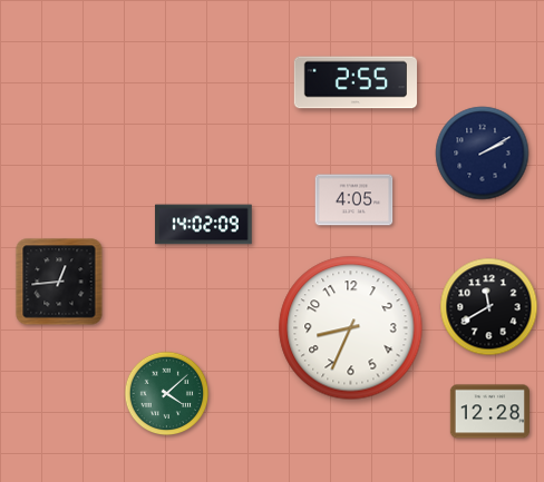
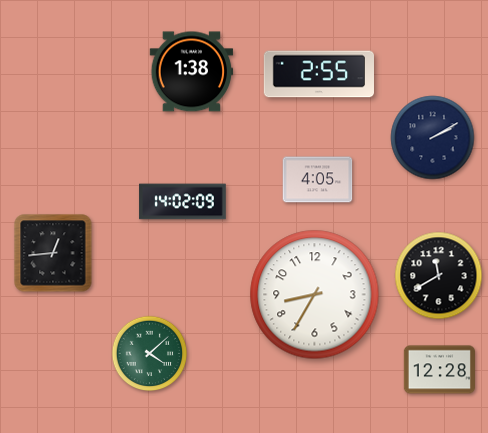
clock at (192, 72): none -> 1:38
clock at (351, 328): 8:34 -> 8:35
